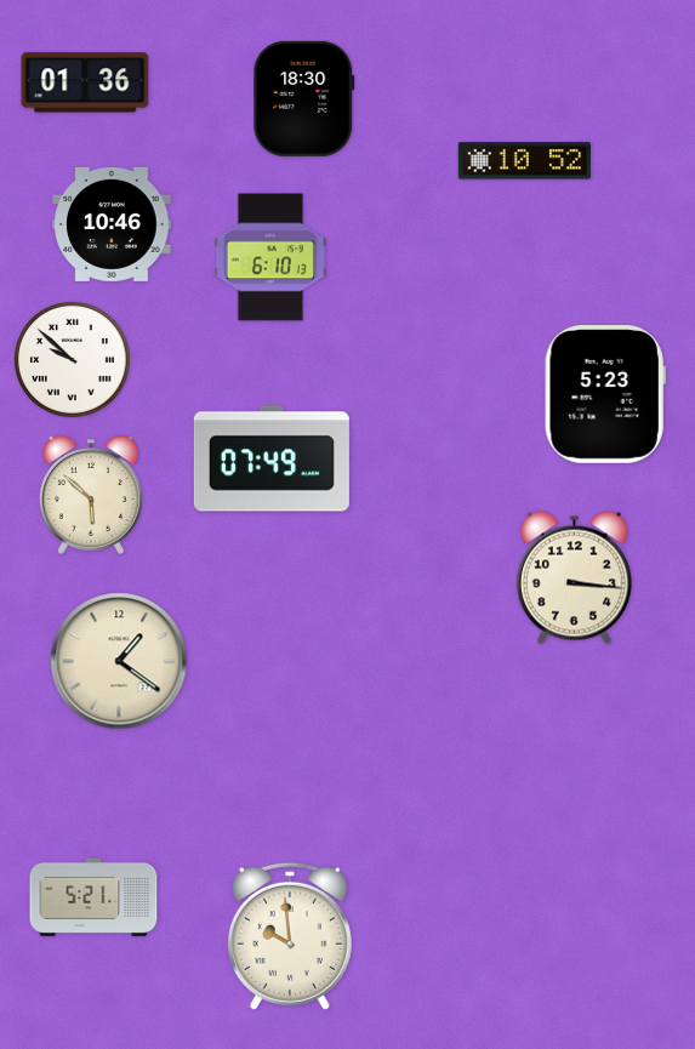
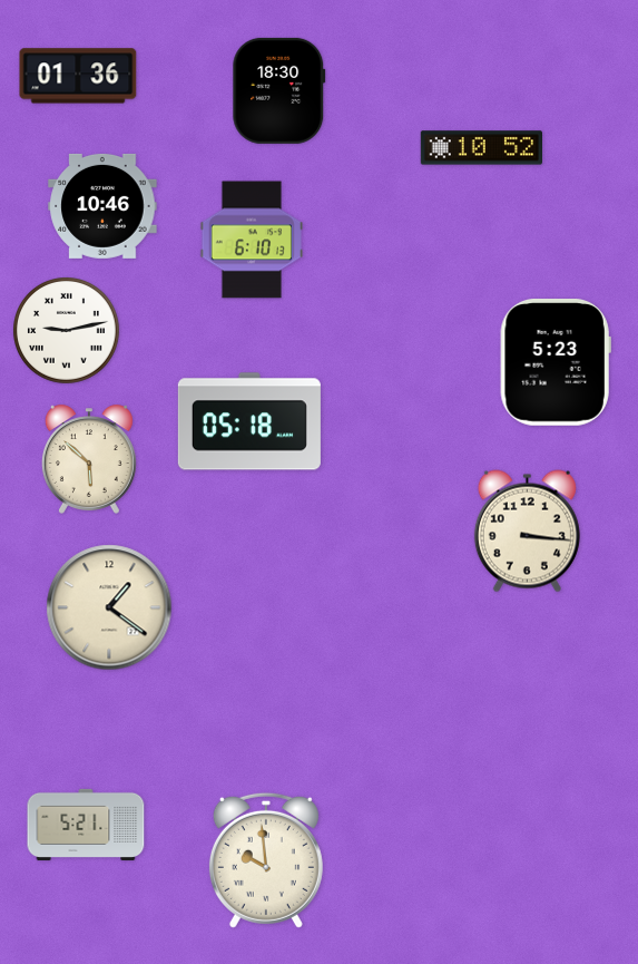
clock at (270, 257) position: (270, 257) -> (252, 240)
clock at (73, 360): 9:52 -> 9:13
clock at (272, 458): 07:49 -> 05:18
clock at (91, 495) position: (91, 495) -> (89, 459)
